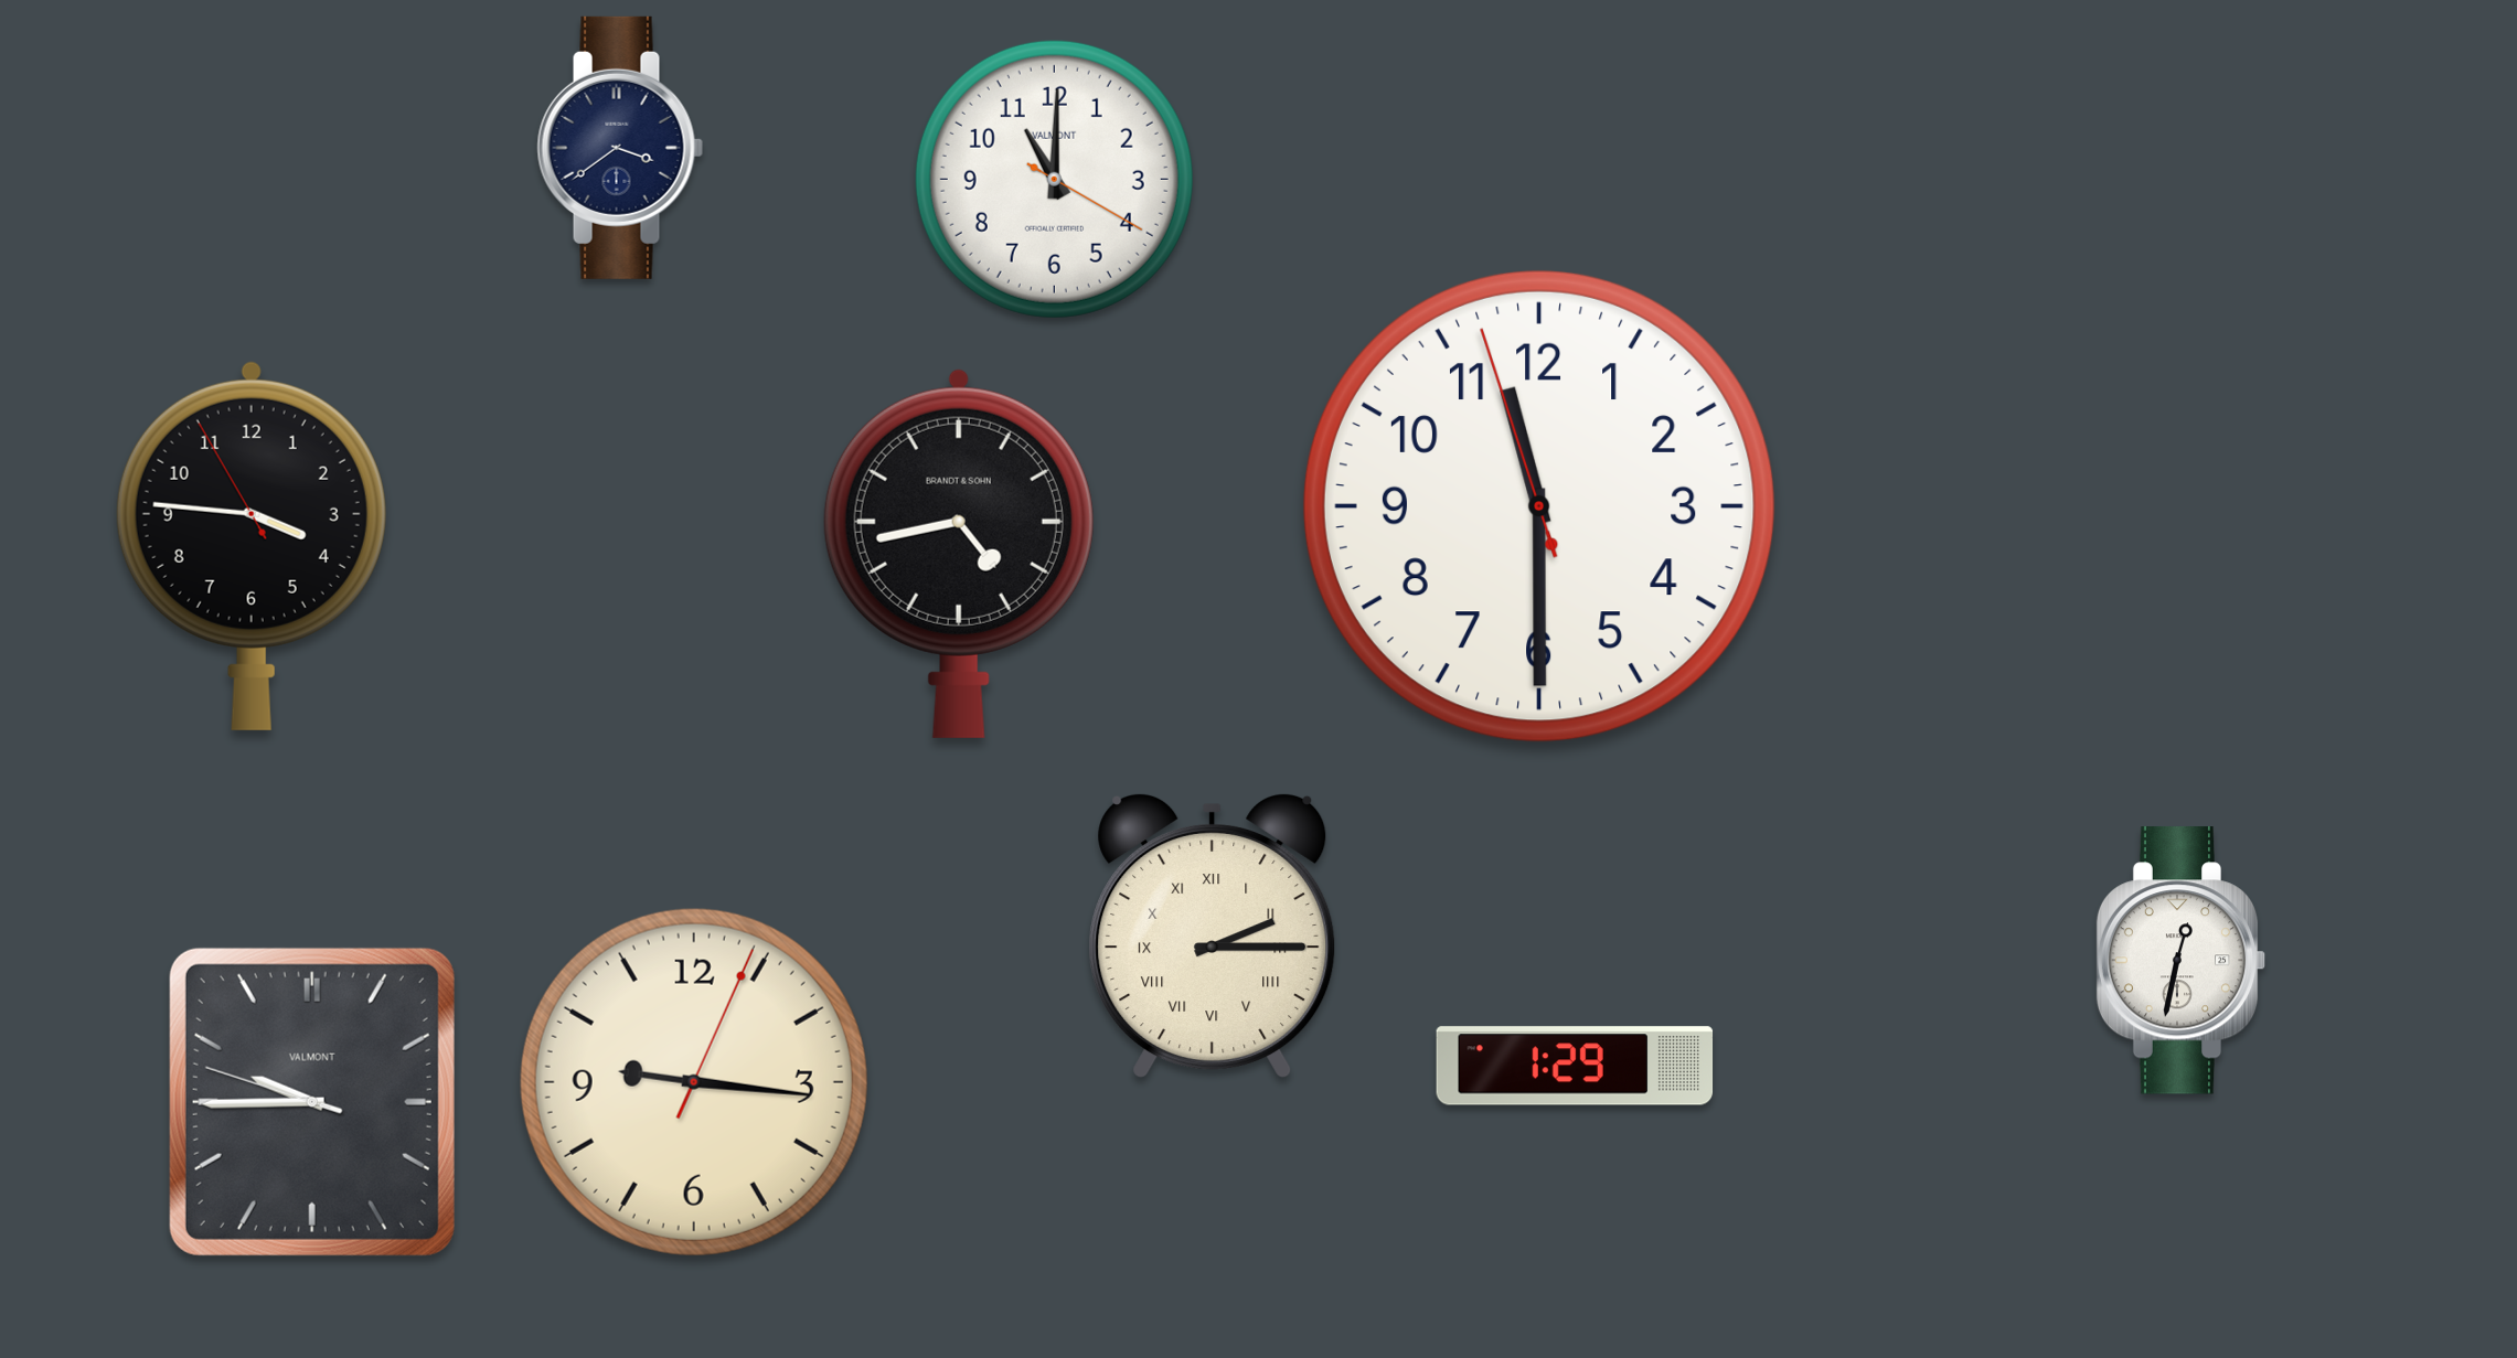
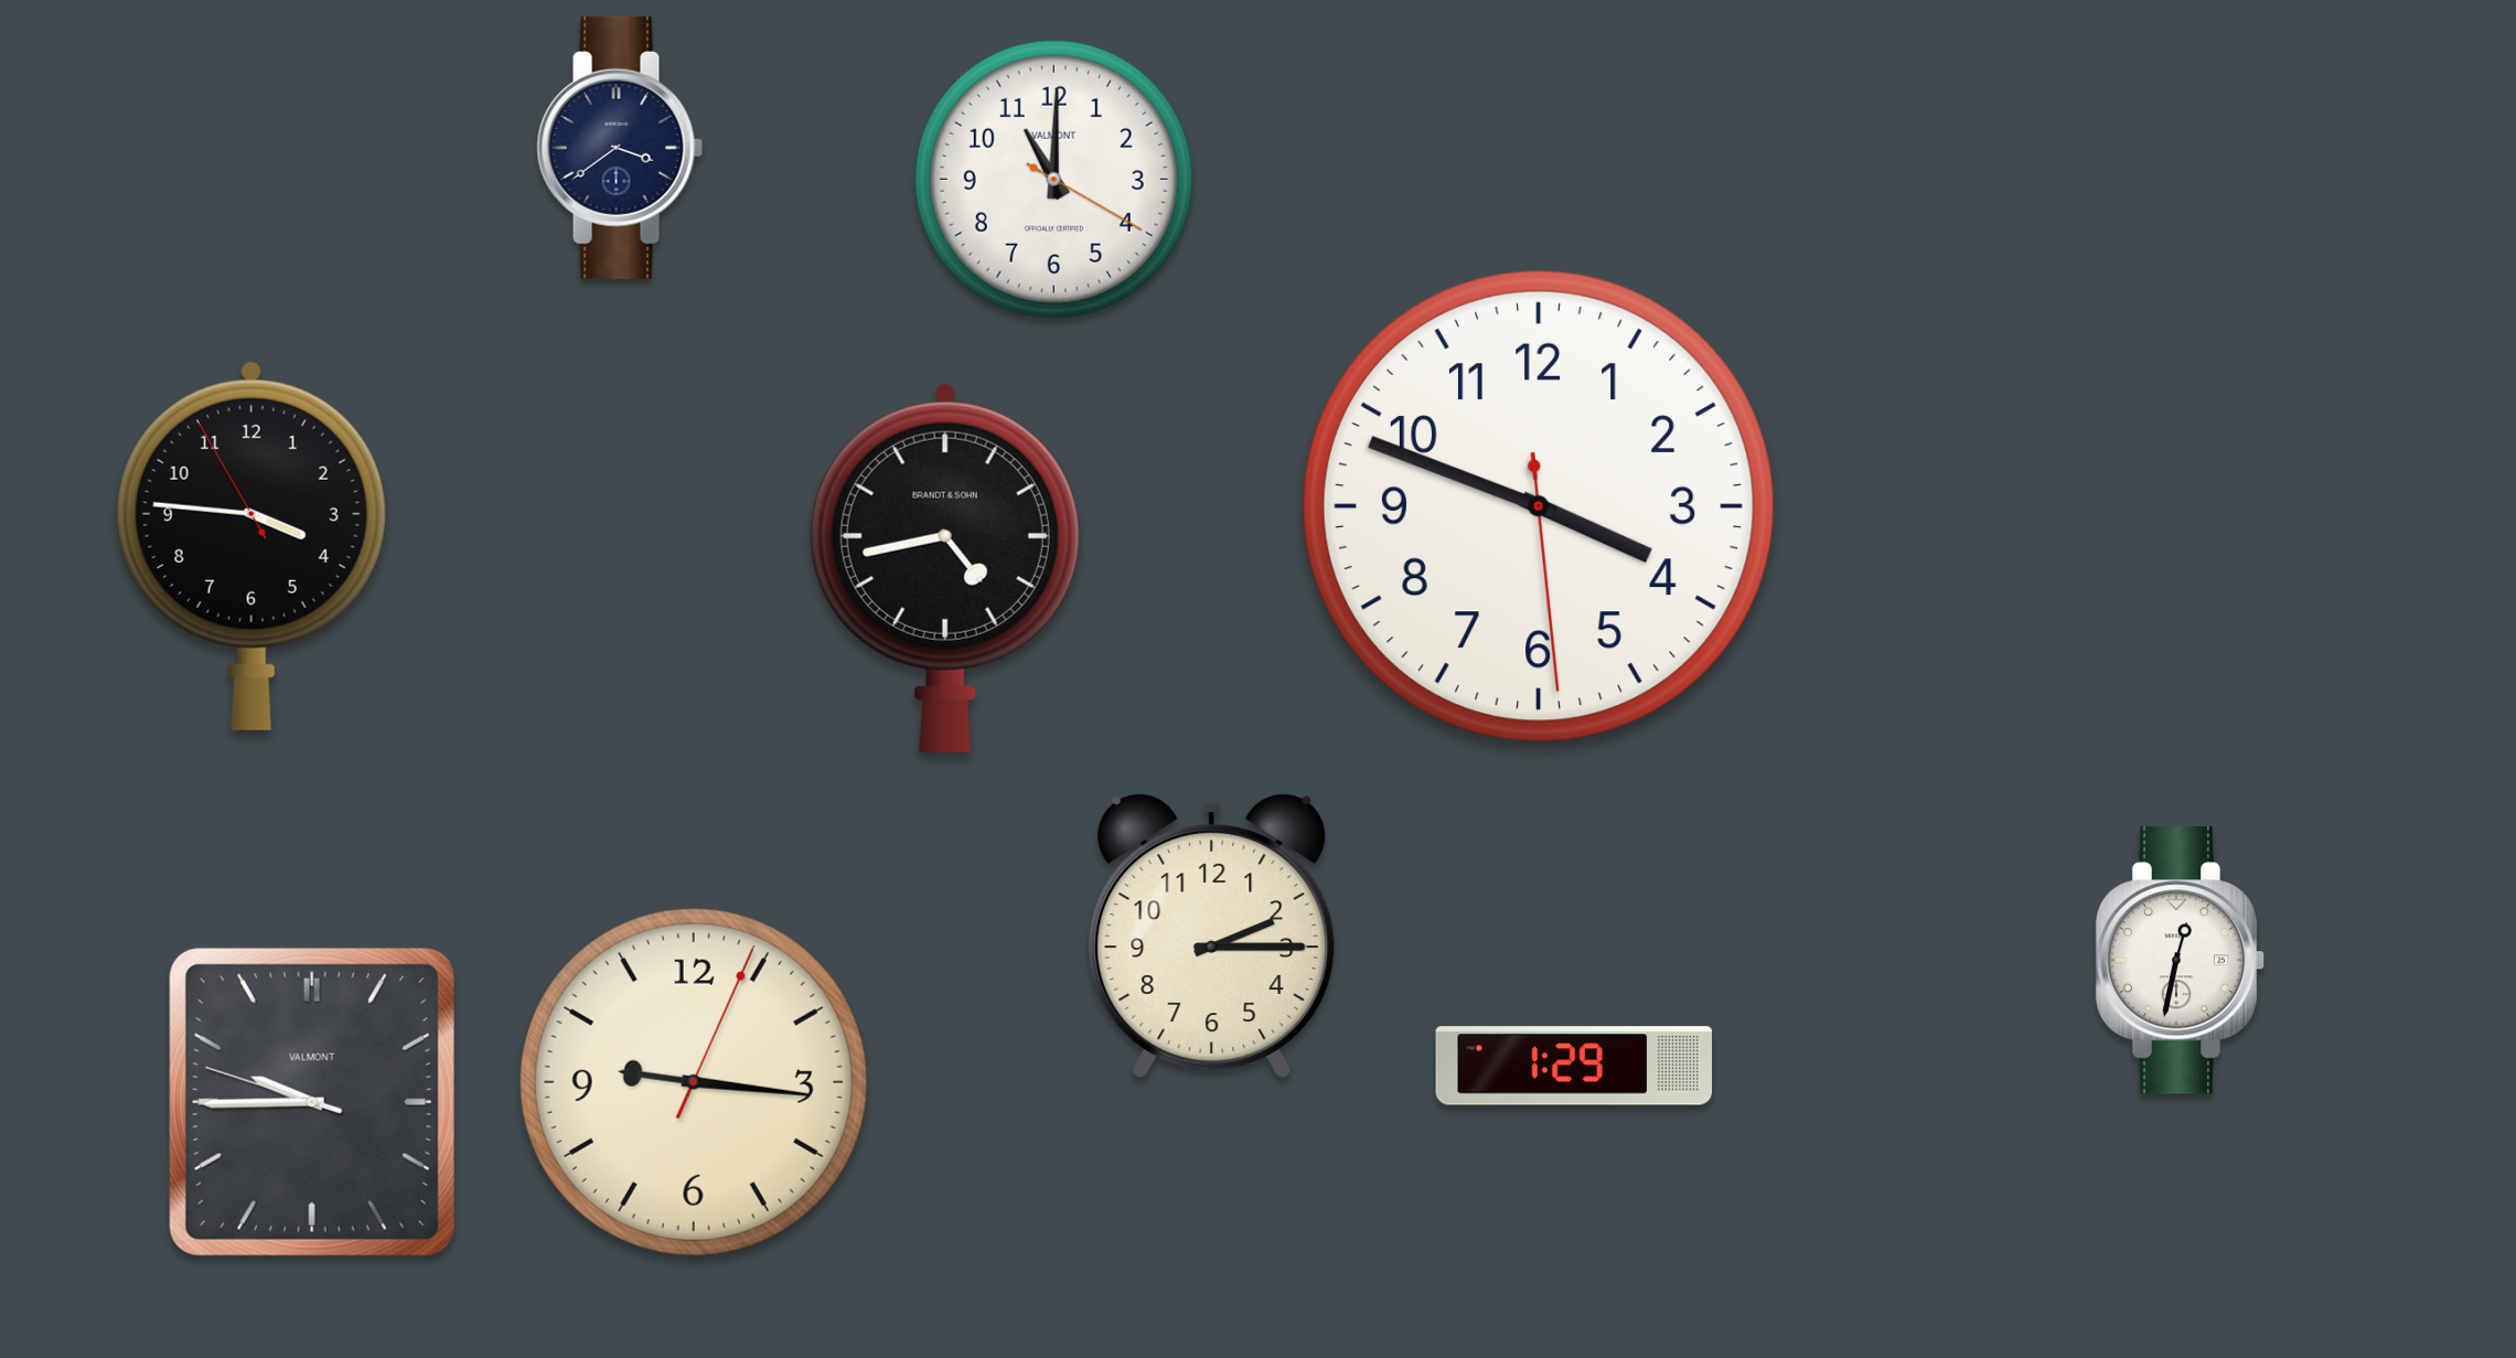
clock at (1539, 506): 11:29 -> 3:48
clock at (959, 553) position: (959, 553) -> (945, 567)
clock at (1213, 935) numerals: Roman -> Arabic
